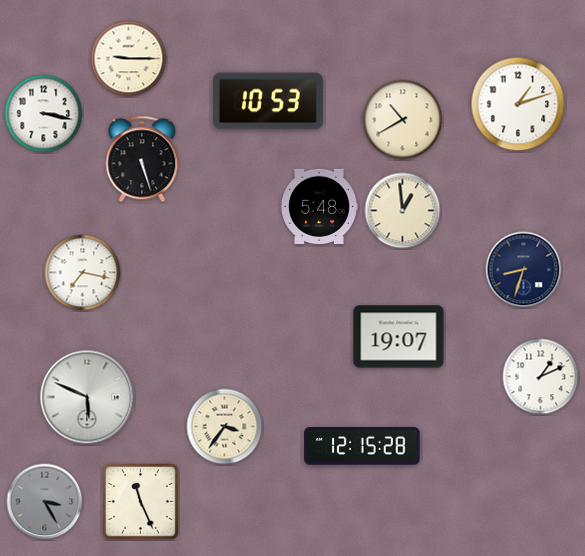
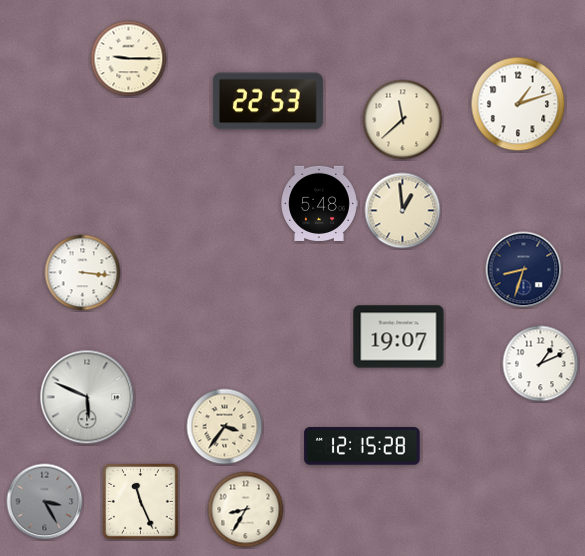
clock at (268, 101): 10:53 -> 22:53
clock at (44, 114): 3:17 -> none
clock at (403, 120): 10:40 -> 11:38
clock at (142, 159): 5:27 -> none
clock at (319, 206) position: (319, 206) -> (319, 203)
clock at (83, 273): 7:17 -> 3:16
clock at (541, 377) position: (541, 377) -> (541, 364)
clock at (246, 510): none -> 8:35
